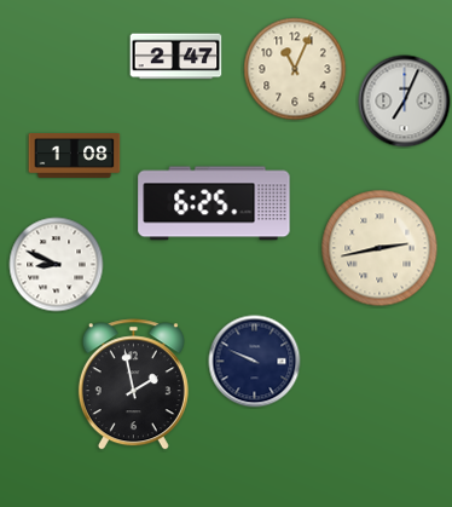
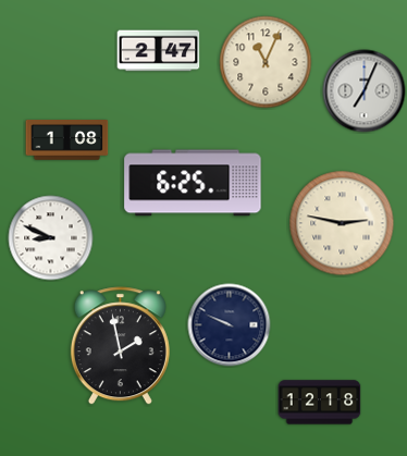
clock at (379, 248): 2:43 -> 2:47
clock at (320, 403): none -> 12:18
